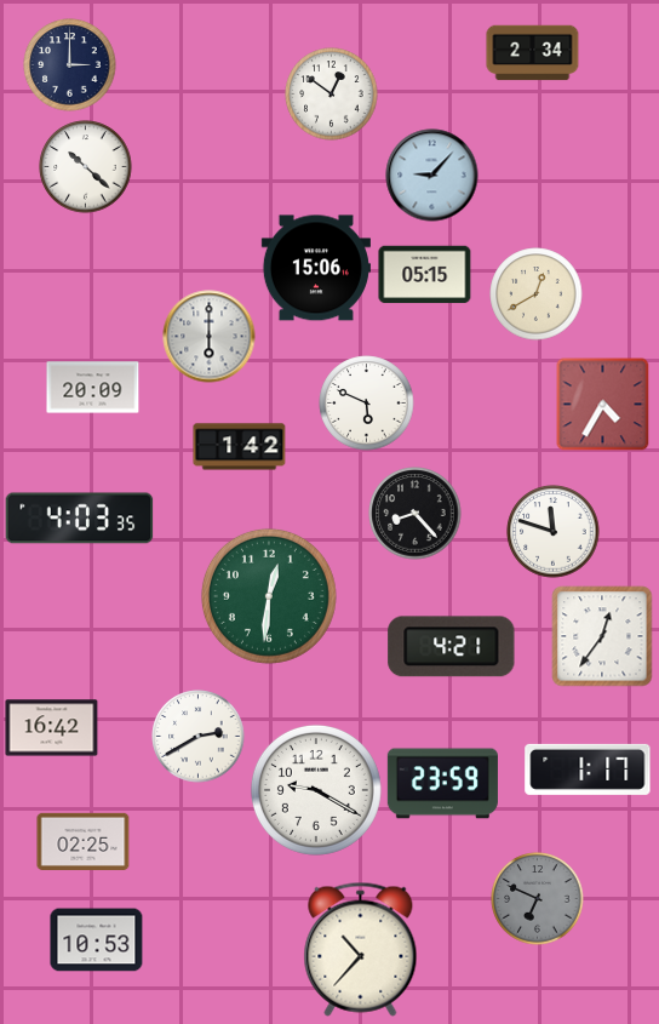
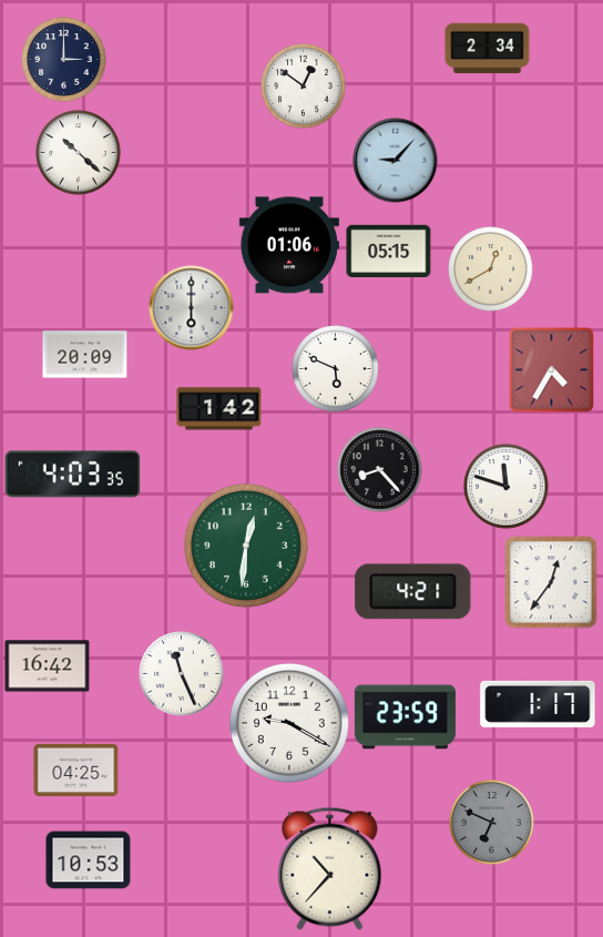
clock at (316, 268): 15:06 -> 01:06
clock at (199, 737): 2:40 -> 11:26
clock at (84, 841): 02:25 -> 04:25
